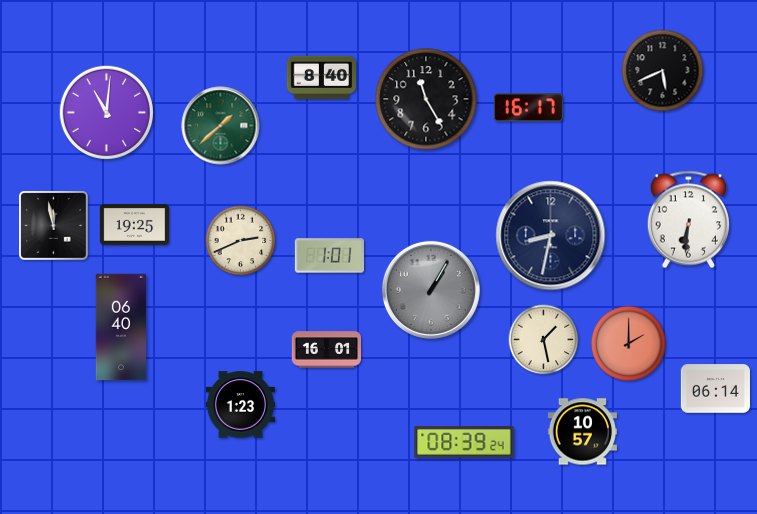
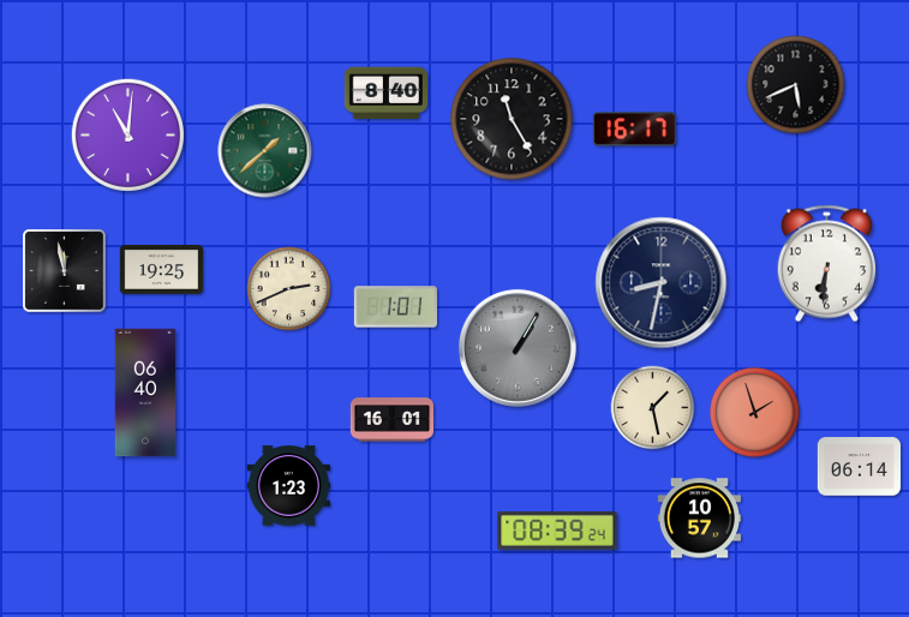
clock at (628, 343): 2:00 -> 1:57
